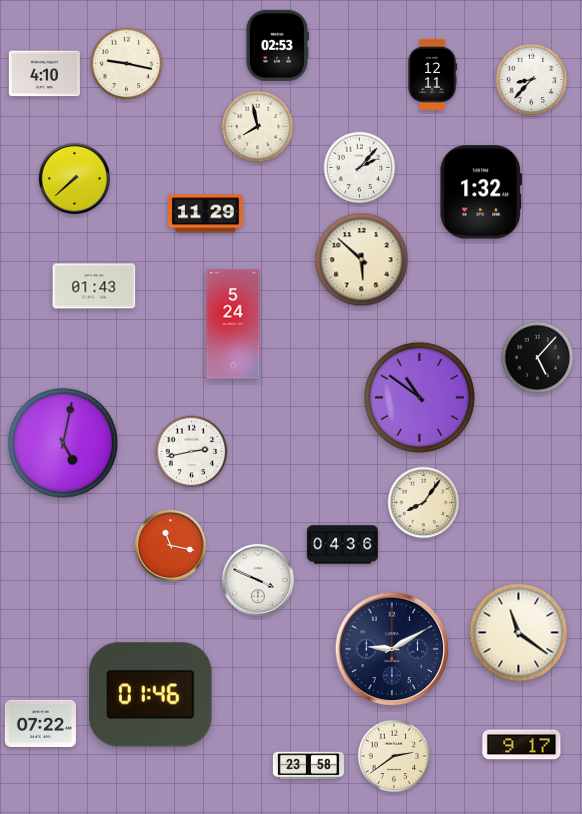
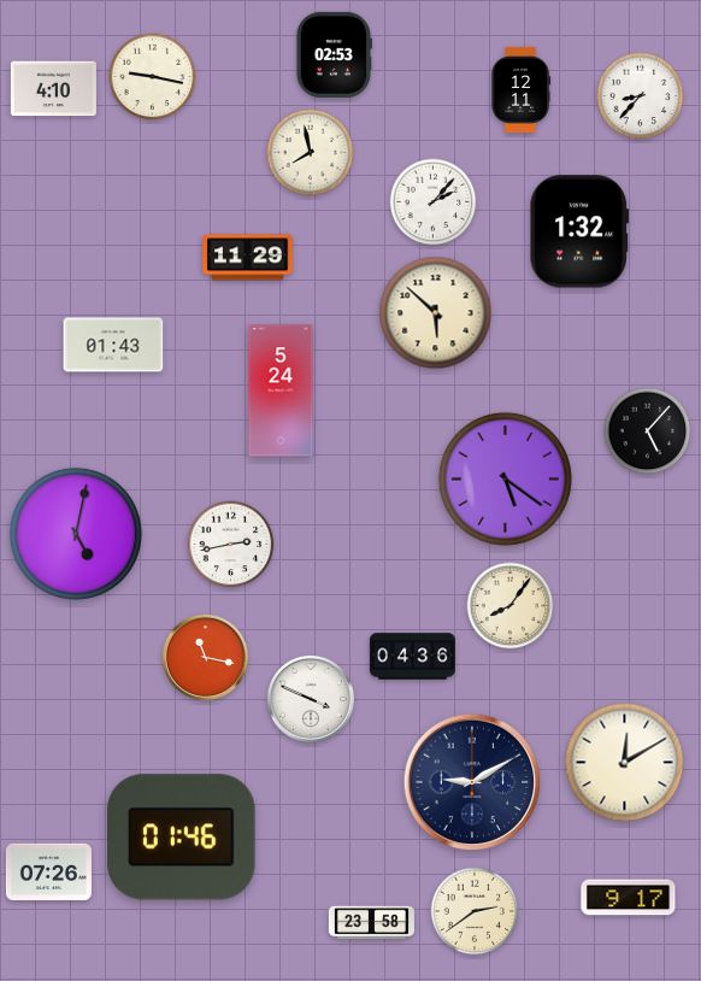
clock at (74, 178): 7:38 -> none
clock at (419, 397): 10:51 -> 5:21
clock at (519, 633): 11:21 -> 12:10
clock at (40, 723): 07:22 -> 07:26
